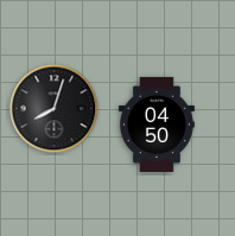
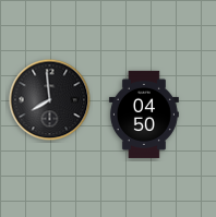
clock at (55, 109): 8:03 -> 7:59
